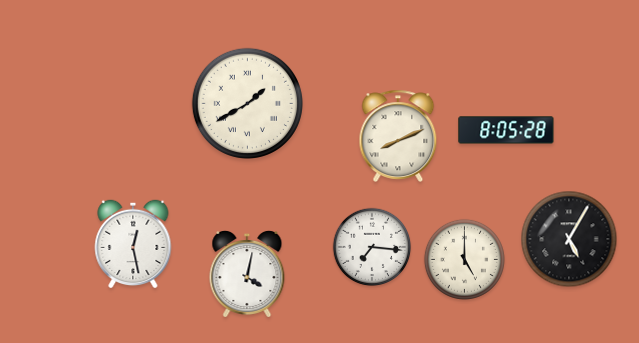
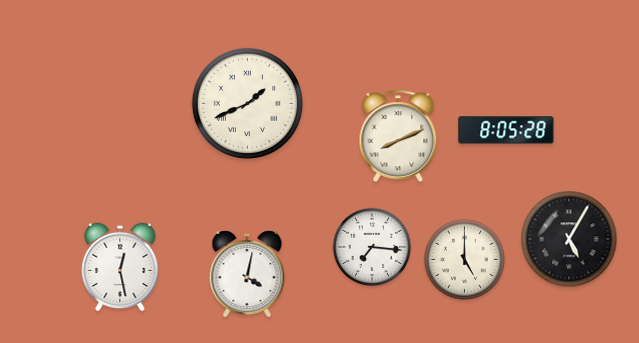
clock at (247, 103): 1:40 -> 1:41
clock at (133, 244) position: (133, 244) -> (120, 267)
